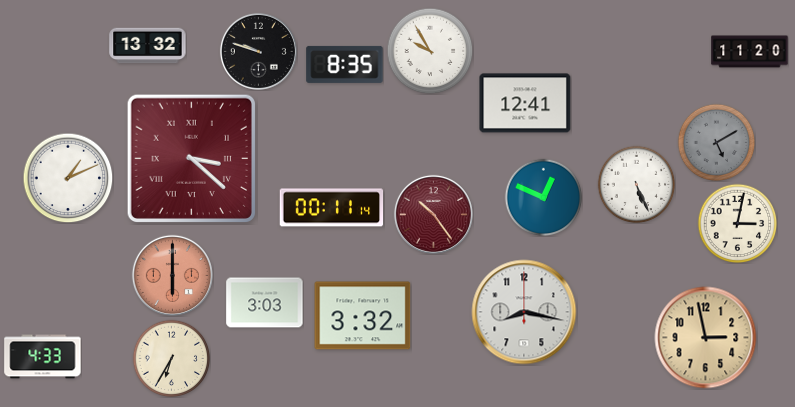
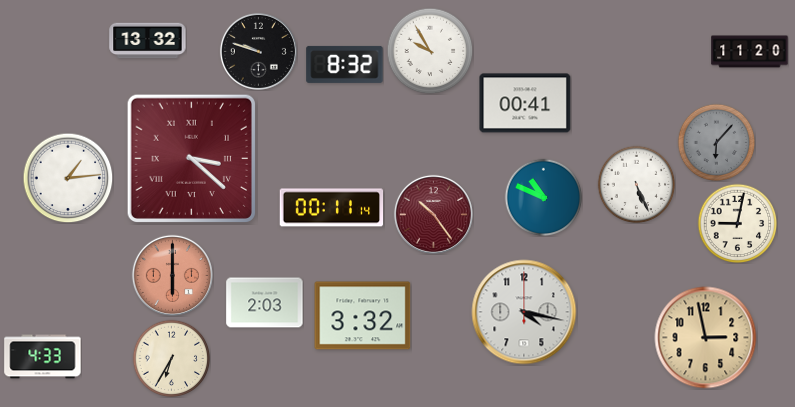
clock at (148, 46) position: (148, 46) -> (148, 41)
clock at (345, 64): 8:35 -> 8:32
clock at (525, 103): 12:41 -> 00:41
clock at (716, 142): 5:10 -> 6:07
clock at (68, 178): 1:11 -> 1:14
clock at (543, 197): 12:49 -> 10:49
clock at (737, 223): 3:02 -> 9:02
clock at (265, 303): 3:03 -> 2:03
clock at (524, 312): 8:17 -> 4:17
